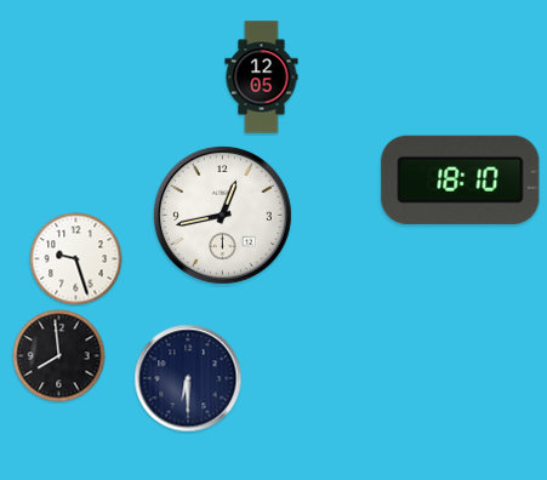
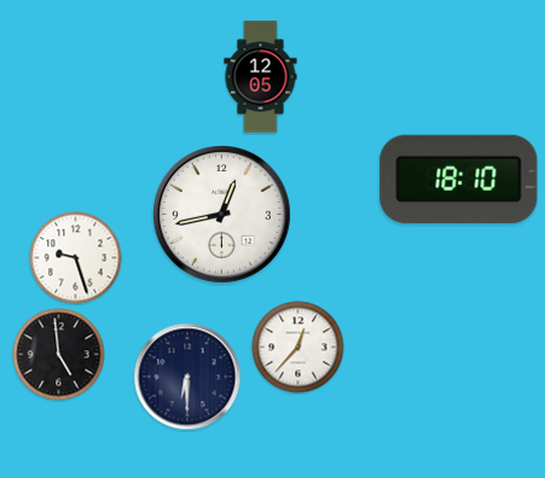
clock at (298, 348): none -> 12:37
clock at (59, 356): 7:59 -> 4:59
